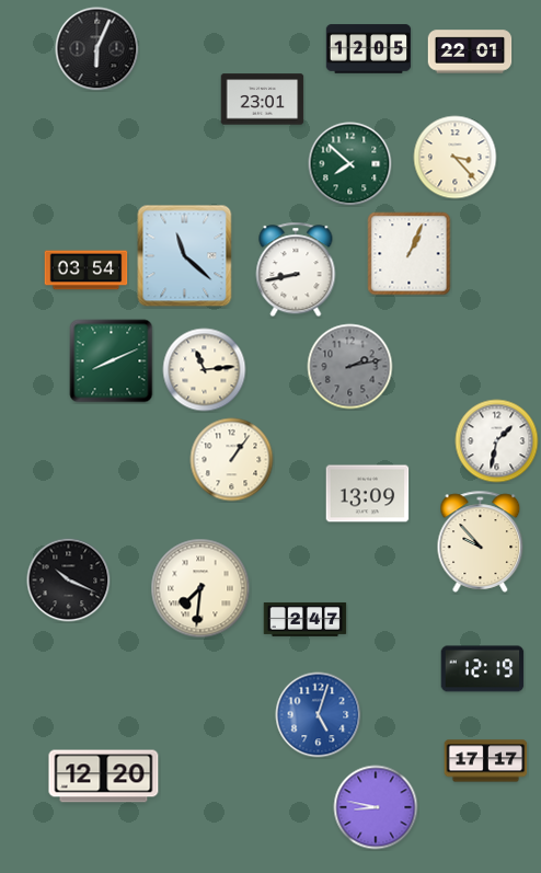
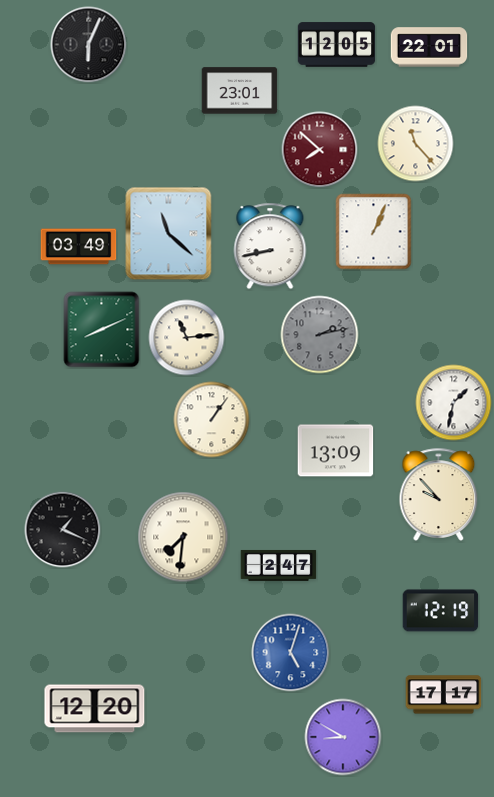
clock at (456, 158): 3:23 -> 11:23
clock at (350, 164) dial: green -> burgundy
clock at (87, 271): 03:54 -> 03:49
clock at (69, 581): 10:19 -> 1:19
clock at (376, 807): 8:47 -> 8:50
